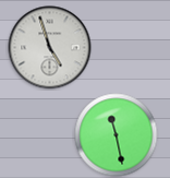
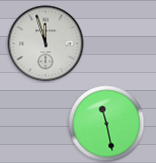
clock at (50, 48): 4:57 -> 11:57
